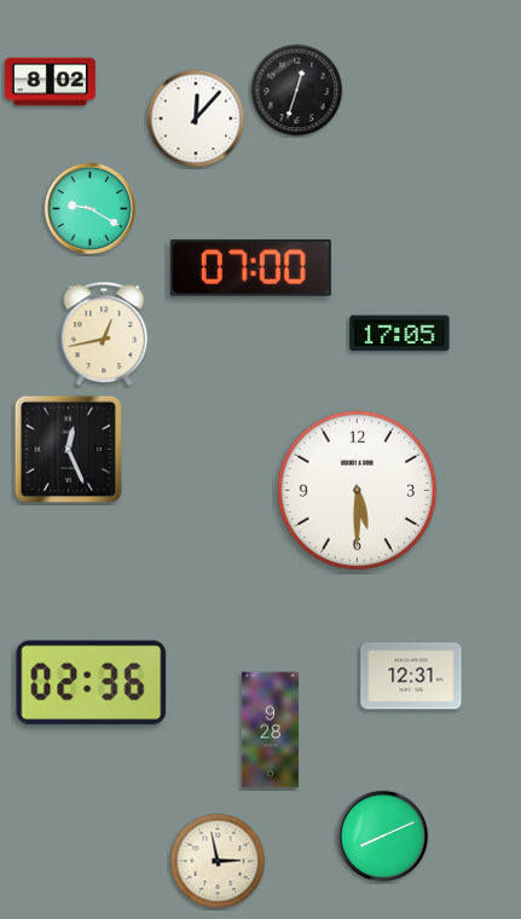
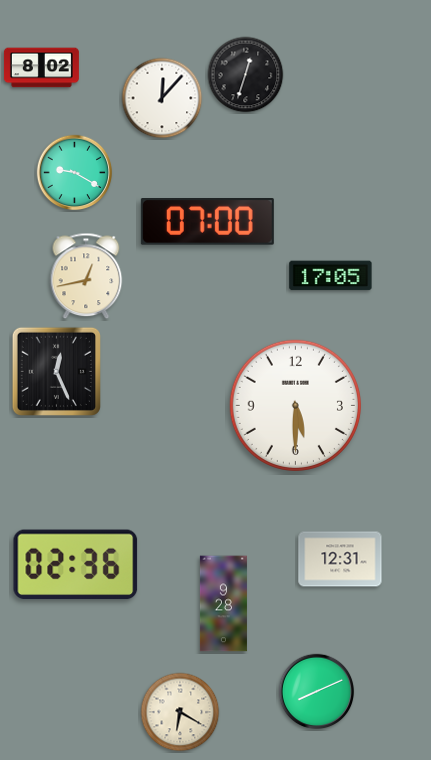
clock at (218, 861): 2:58 -> 6:20
